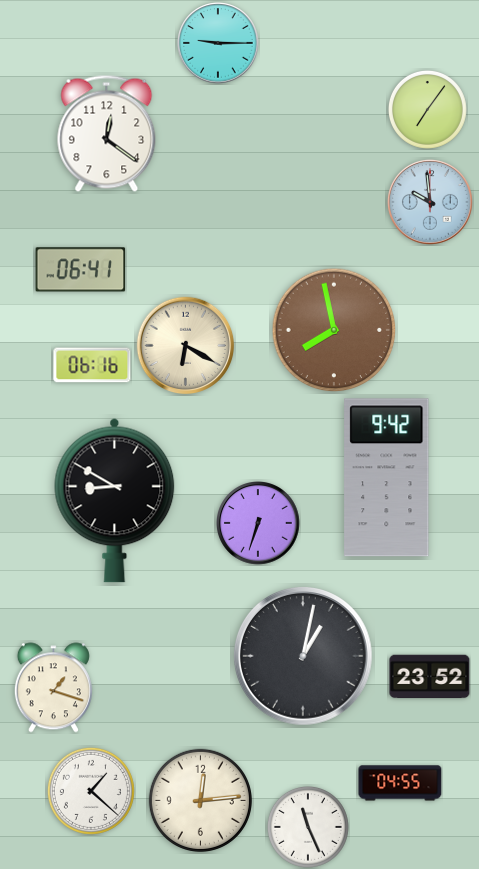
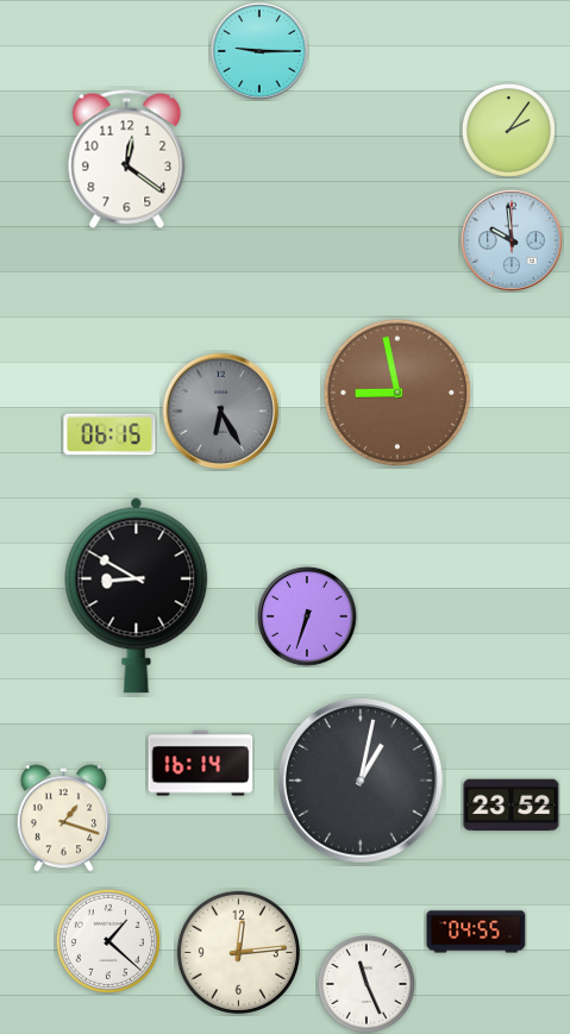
clock at (427, 109): 7:06 -> 2:06
clock at (81, 270): 06:41 -> none
clock at (334, 330): 7:58 -> 8:58
clock at (186, 346): 6:20 -> 6:25
clock at (186, 346) dial: cream -> grey
clock at (92, 365): 06:16 -> 06:15
clock at (387, 478): 9:42 -> none
clock at (259, 524) position: (259, 524) -> (308, 618)
clock at (201, 764): none -> 16:14
